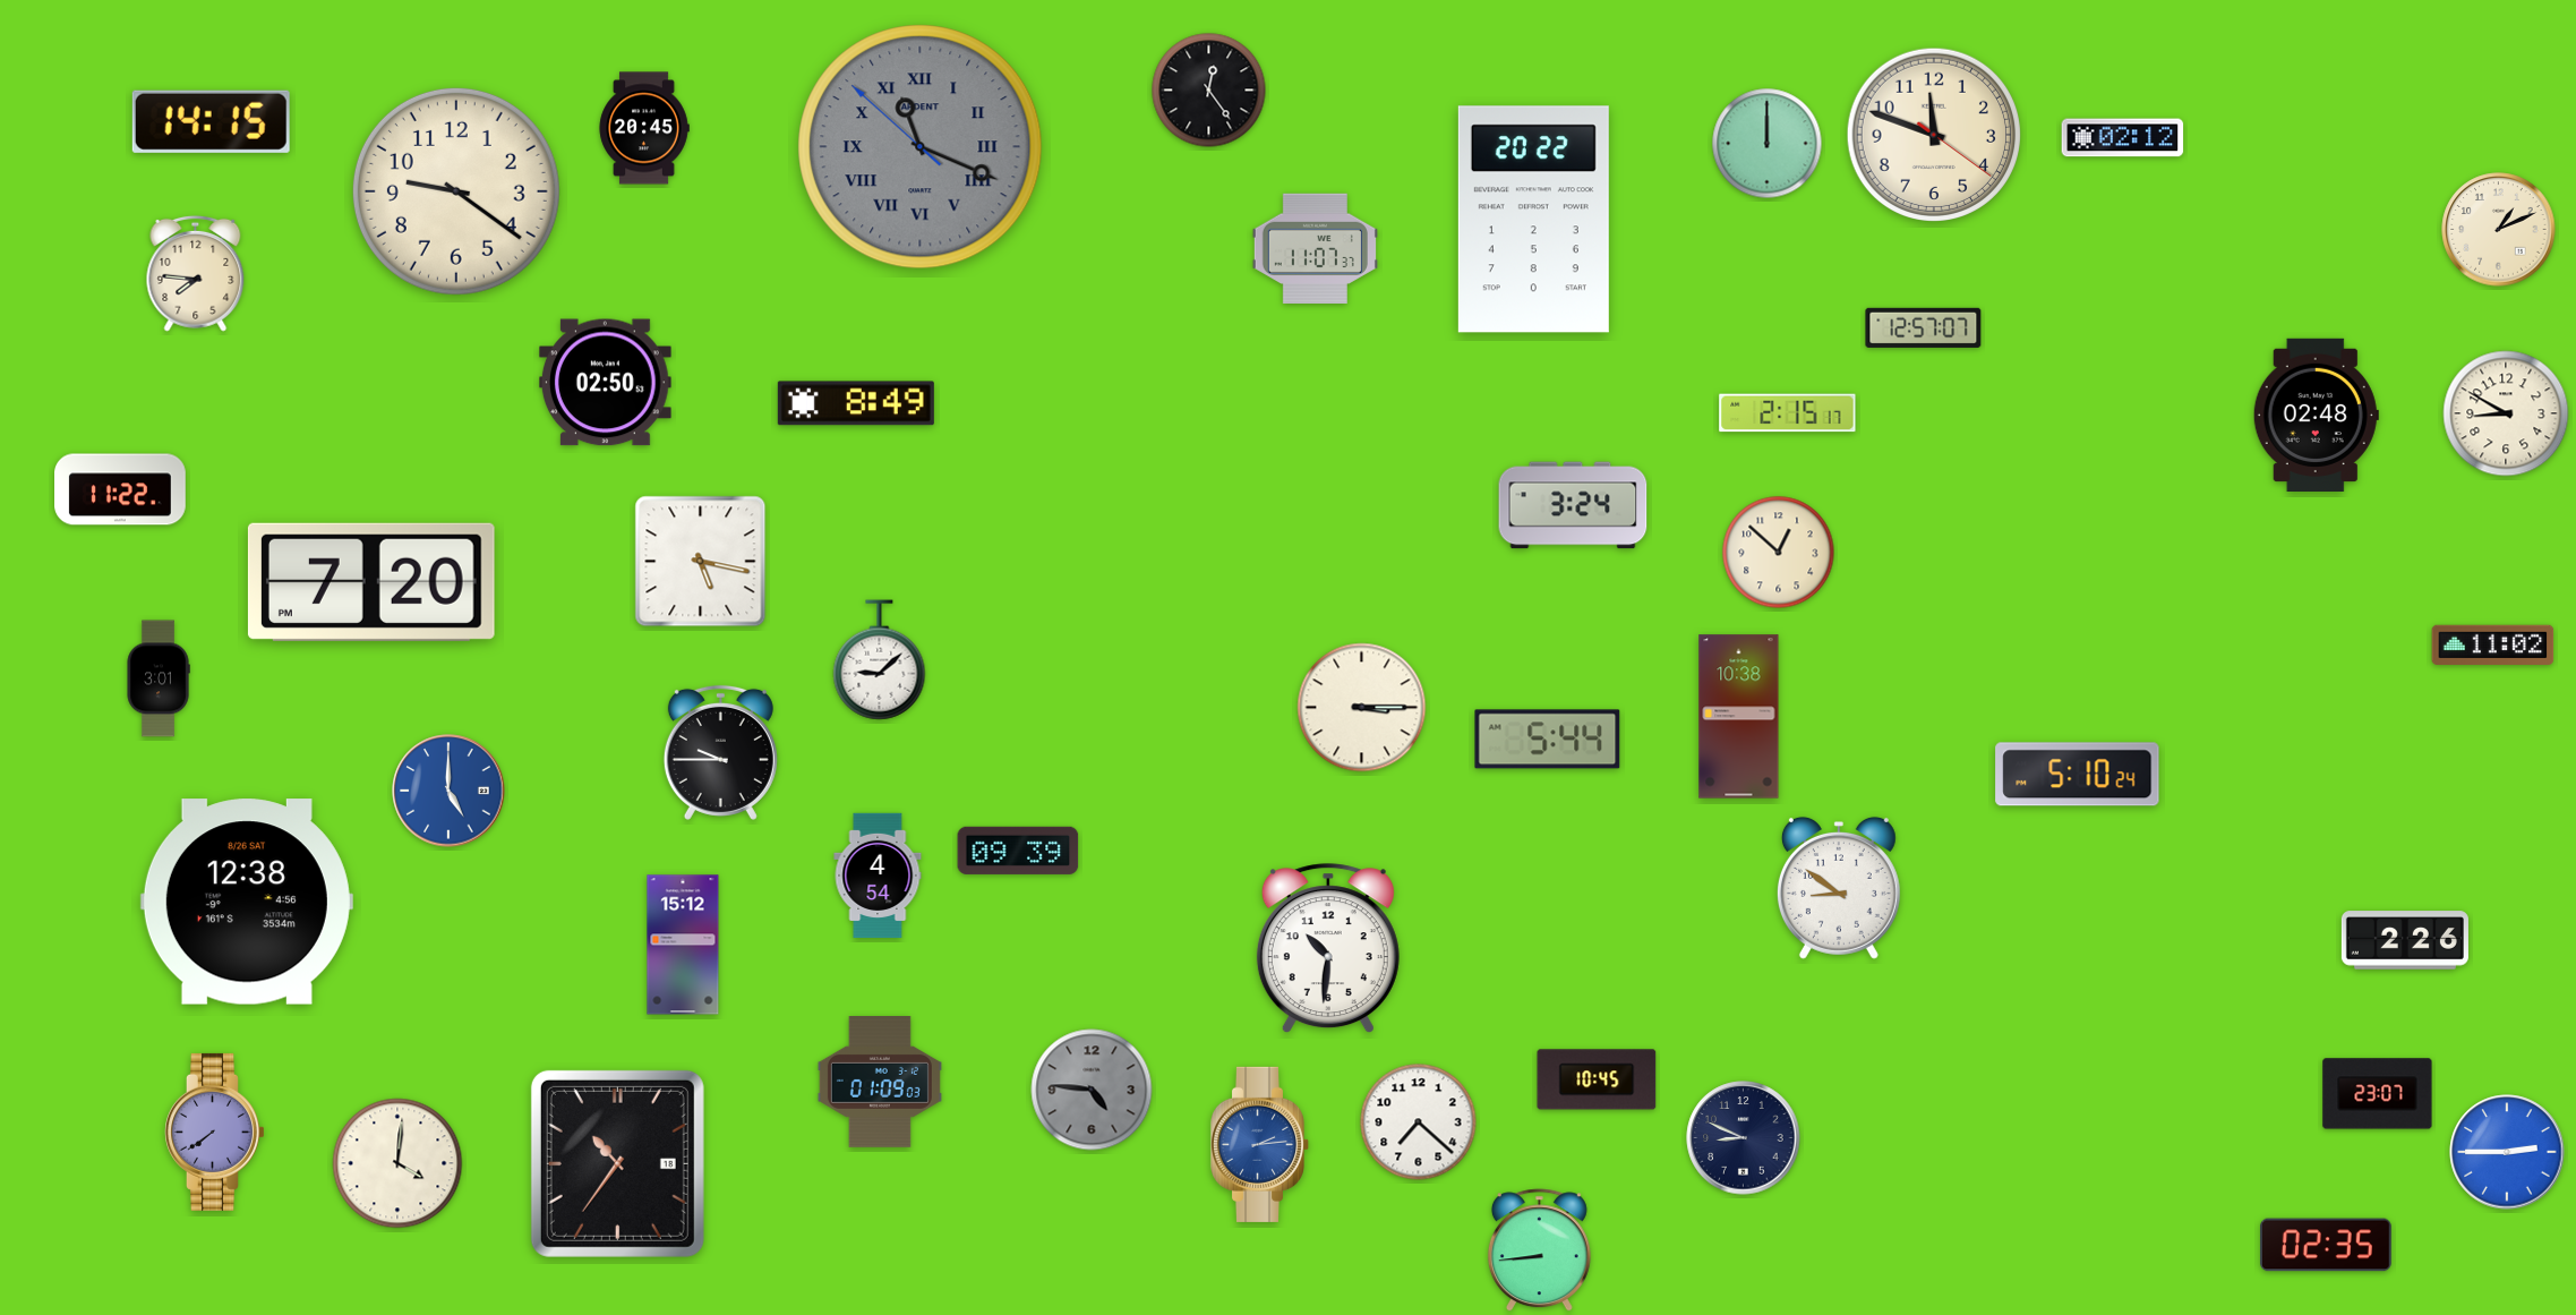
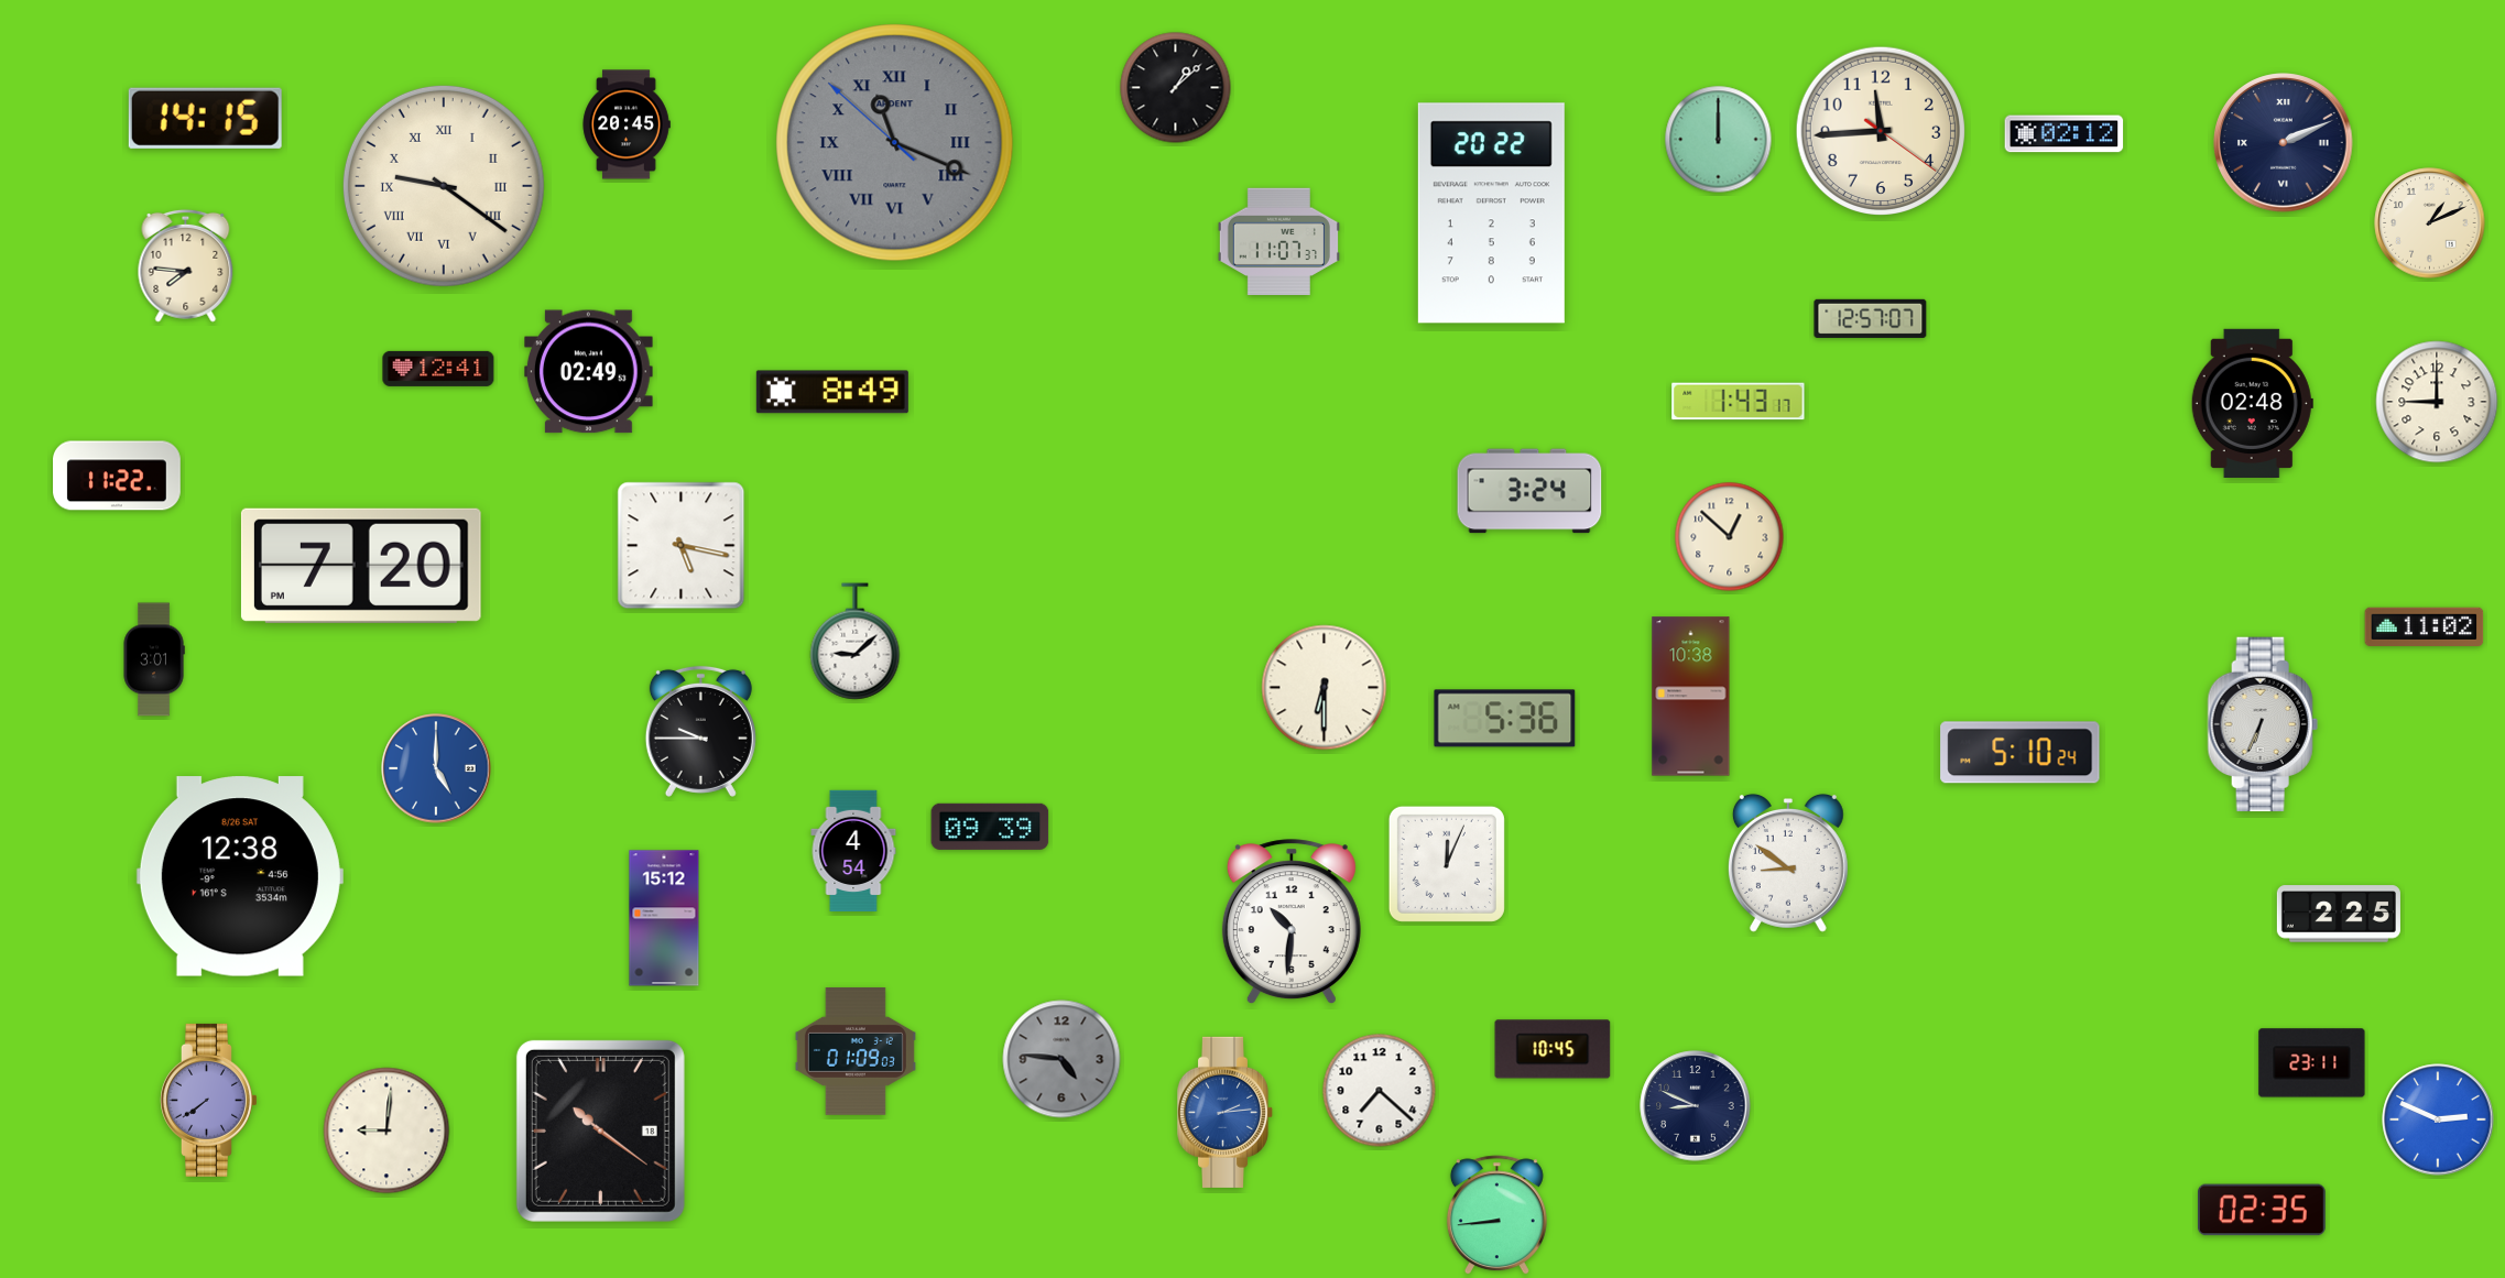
clock at (1209, 91): 12:24 -> 1:08
clock at (1933, 134): 11:48 -> 11:44
clock at (2284, 143): none -> 2:11
clock at (456, 191) numerals: Arabic -> Roman
clock at (196, 273) position: (196, 273) -> (186, 265)
clock at (438, 369): none -> 12:41
clock at (606, 383): 02:50 -> 02:49
clock at (1788, 413): 2:15 -> 1:43
clock at (2506, 413): 8:50 -> 9:00
clock at (1362, 708): 3:15 -> 6:30
clock at (1548, 740): 5:44 -> 5:36
clock at (2263, 724): none -> 6:34
clock at (1447, 864): none -> 12:04
clock at (2405, 940): 2:26 -> 2:25
clock at (2378, 1094): 23:07 -> 23:11
clock at (2507, 1152): 2:45 -> 2:49
clock at (397, 1163): 4:01 -> 9:01
clock at (617, 1163): 10:36 -> 10:21
